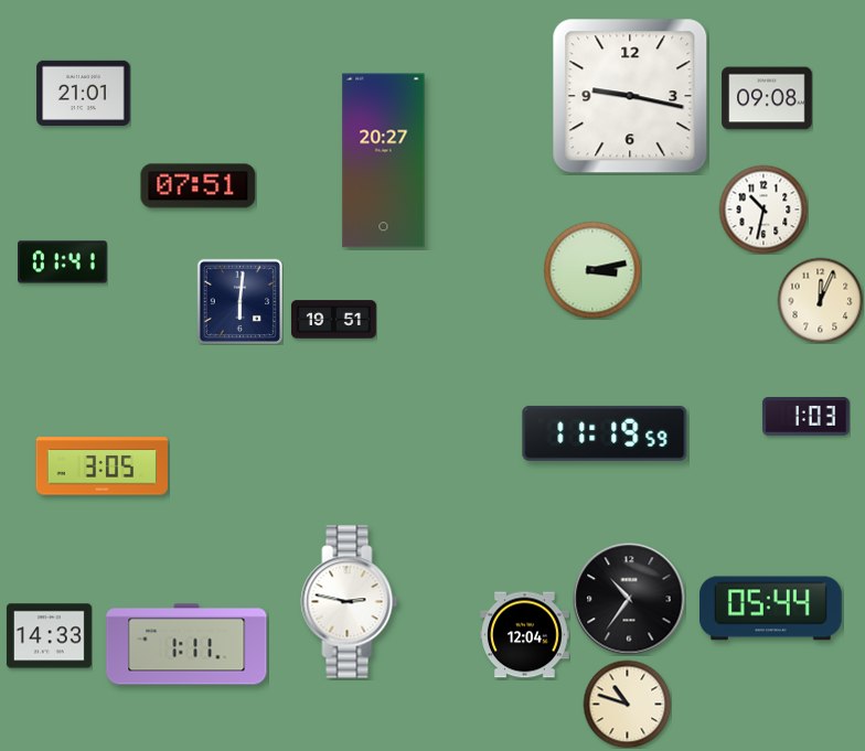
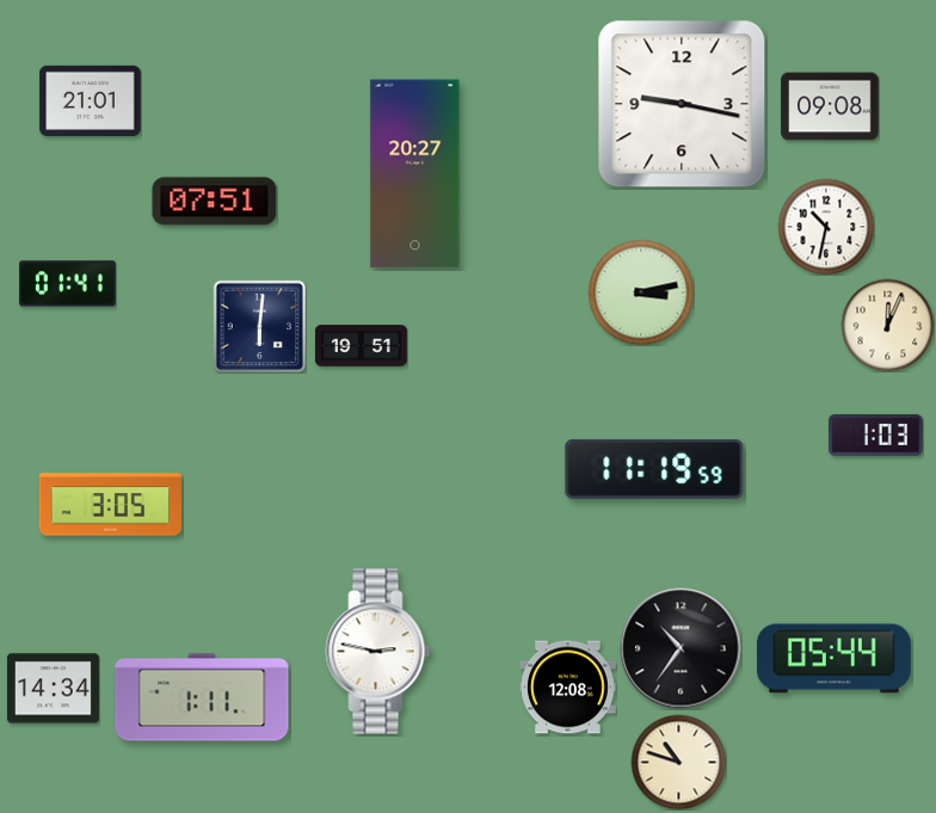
clock at (805, 416) position: (805, 416) -> (875, 435)
clock at (525, 635): 12:04 -> 12:08
clock at (49, 636): 14:33 -> 14:34
